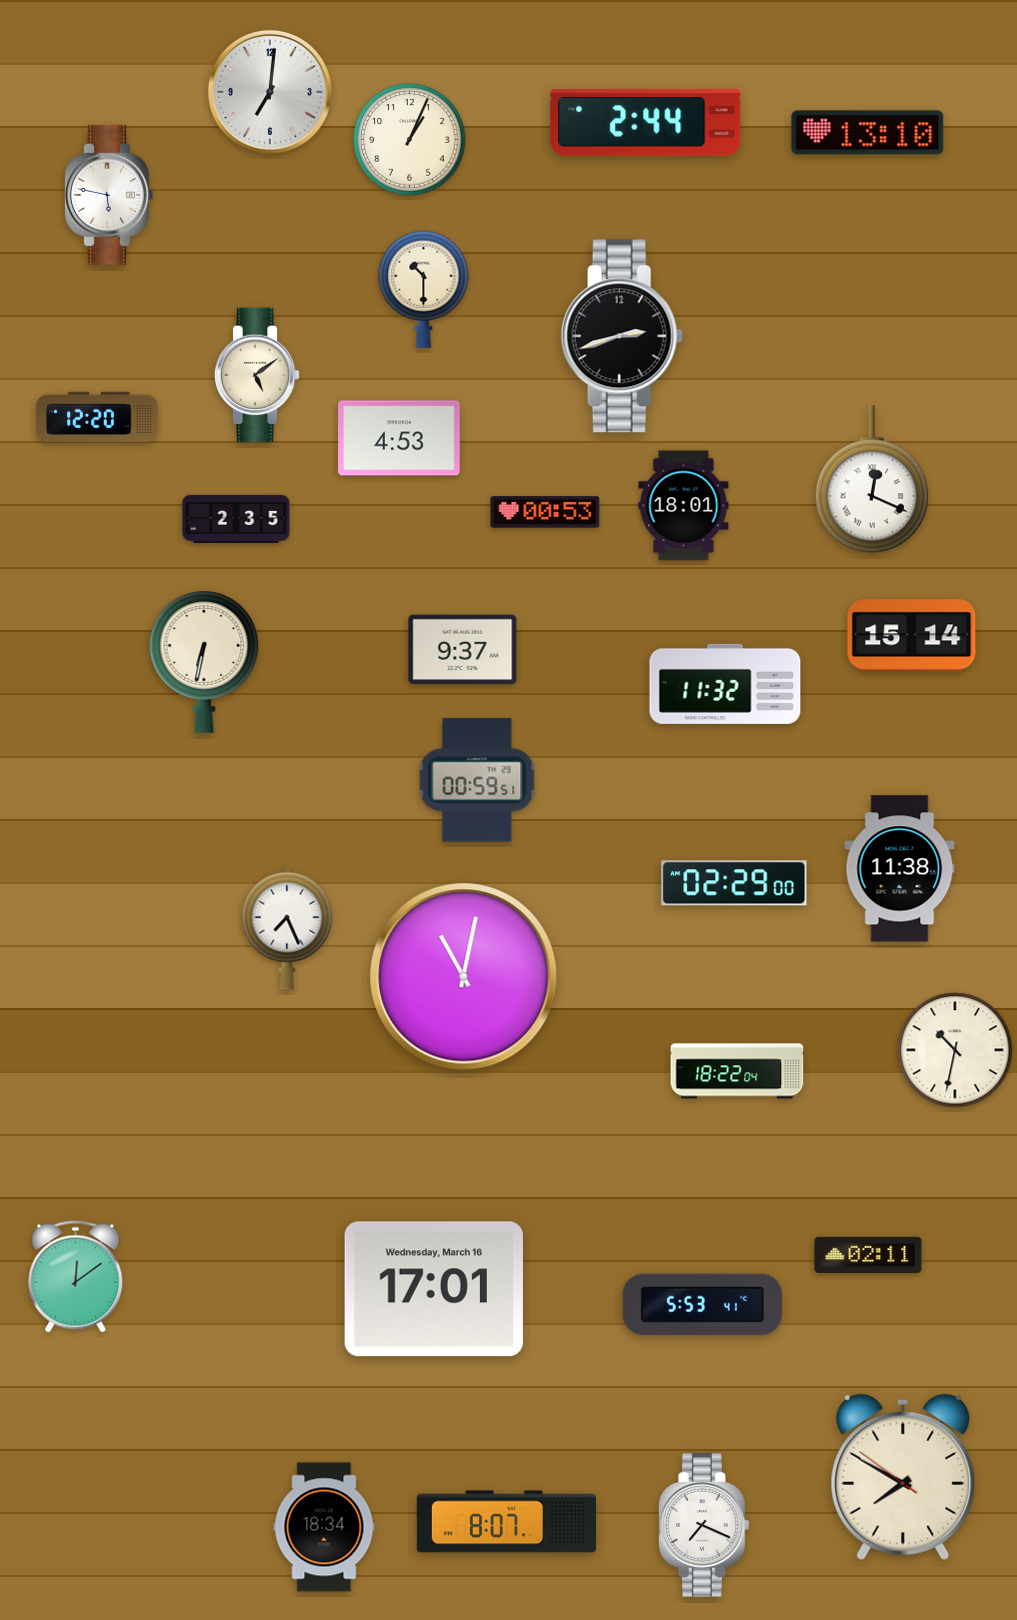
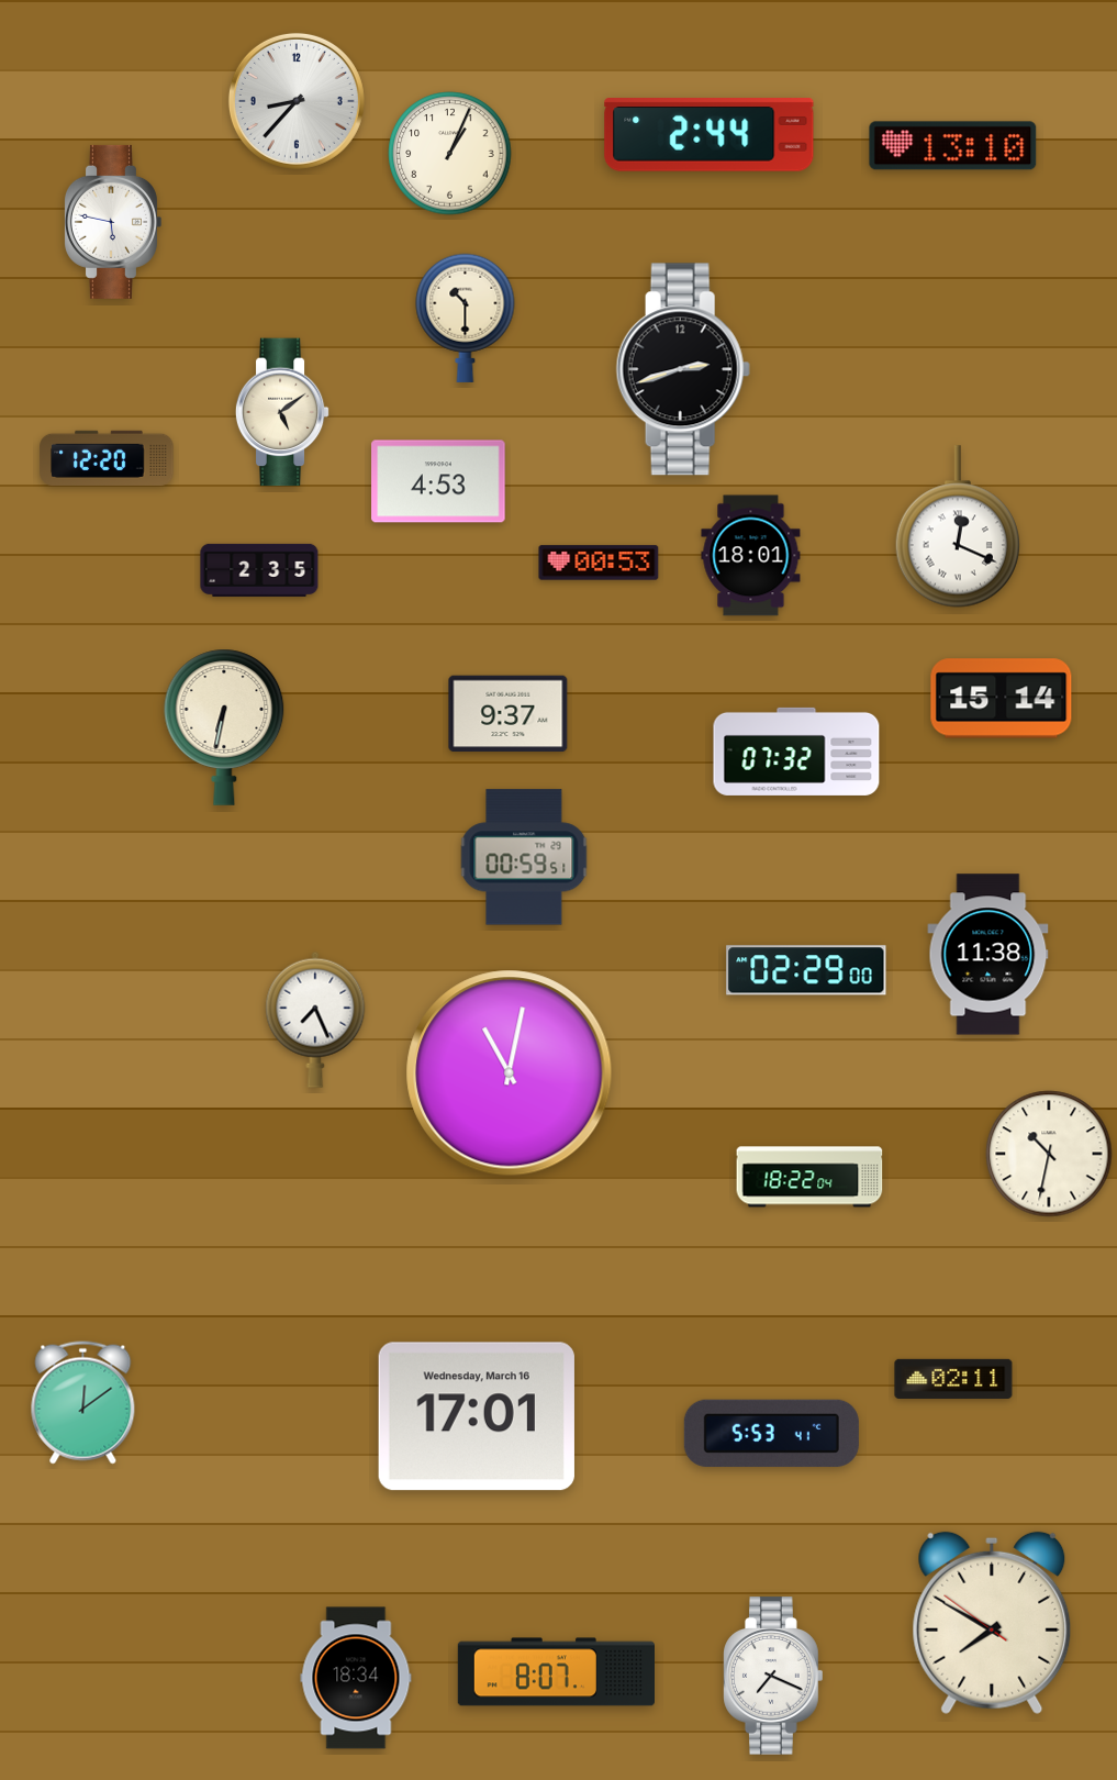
clock at (270, 92): 7:01 -> 8:37
clock at (108, 195) position: (108, 195) -> (112, 222)
clock at (725, 684): 11:32 -> 07:32
